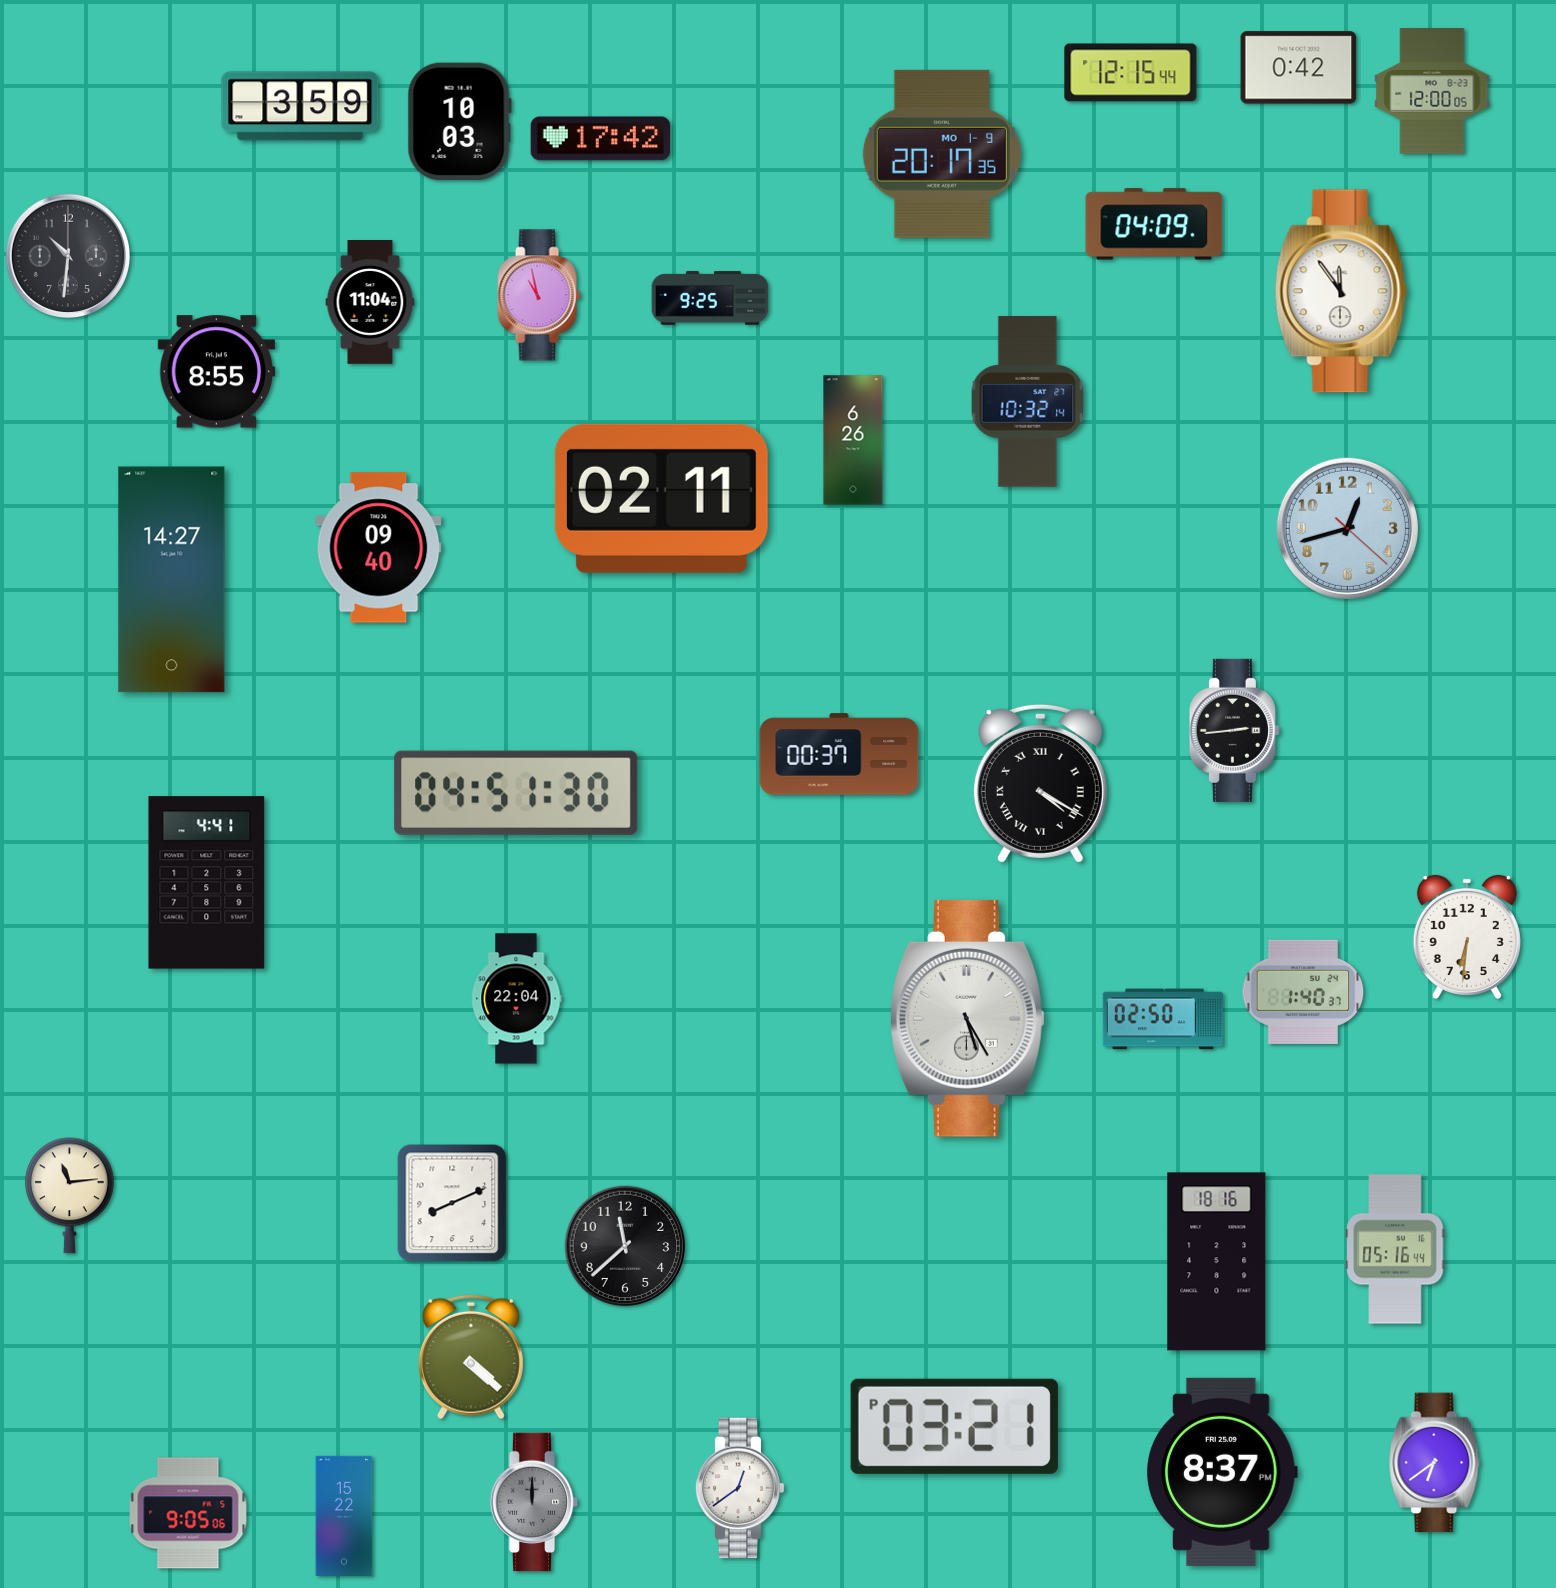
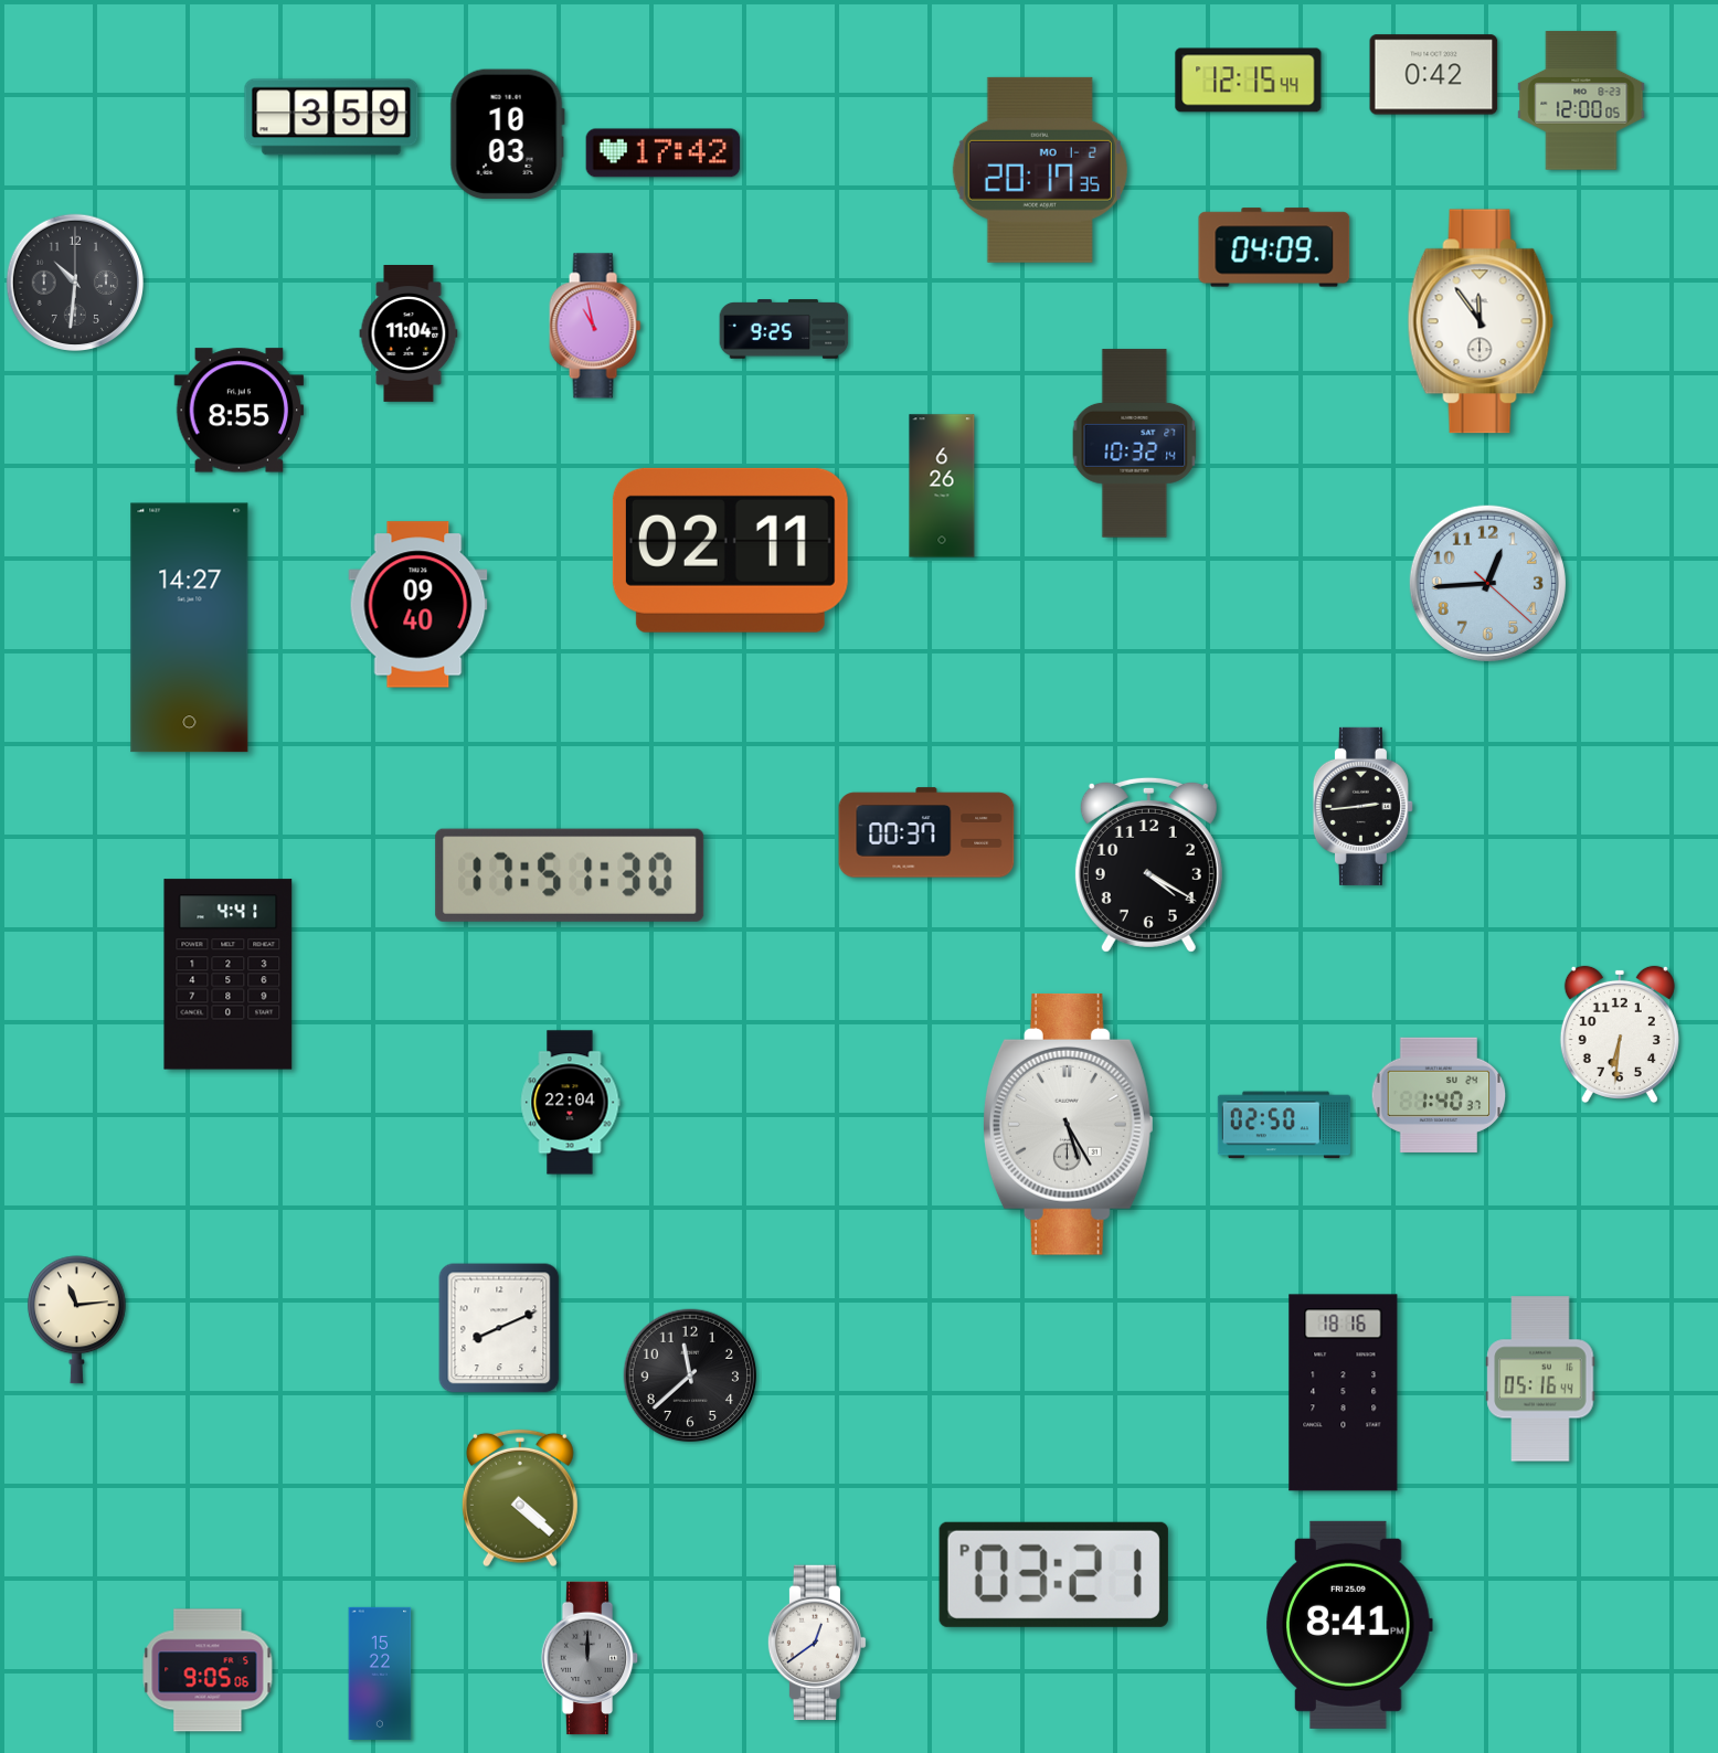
clock at (942, 154) date: MO 1-9 -> MO 1-2
clock at (1347, 528): 12:42 -> 12:44
clock at (172, 580) position: (172, 580) -> (190, 628)
clock at (1040, 783) numerals: Roman -> Arabic
clock at (516, 793): 04:51 -> 17:51
clock at (1435, 1463): 6:39 -> none
clock at (1222, 1472): 8:37 -> 8:41
